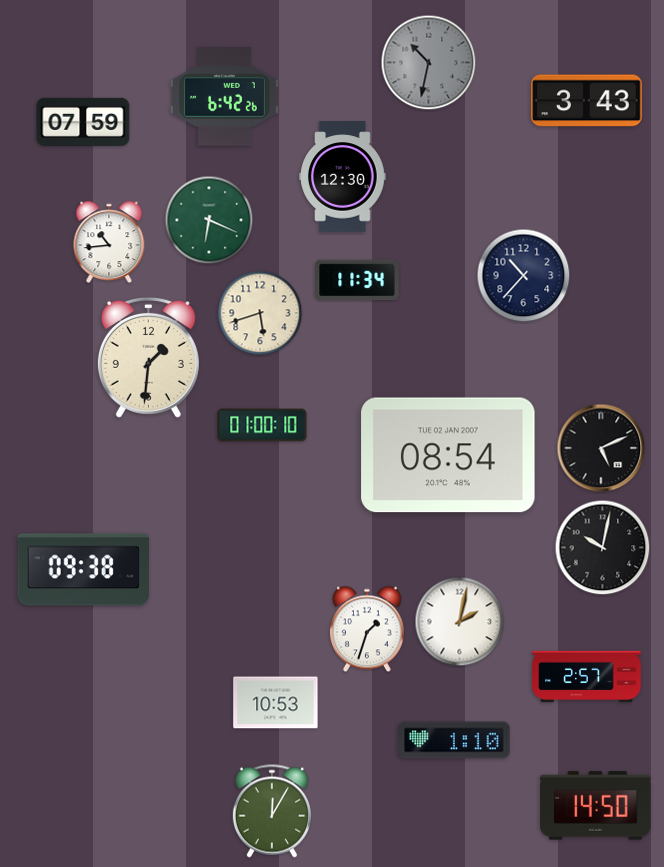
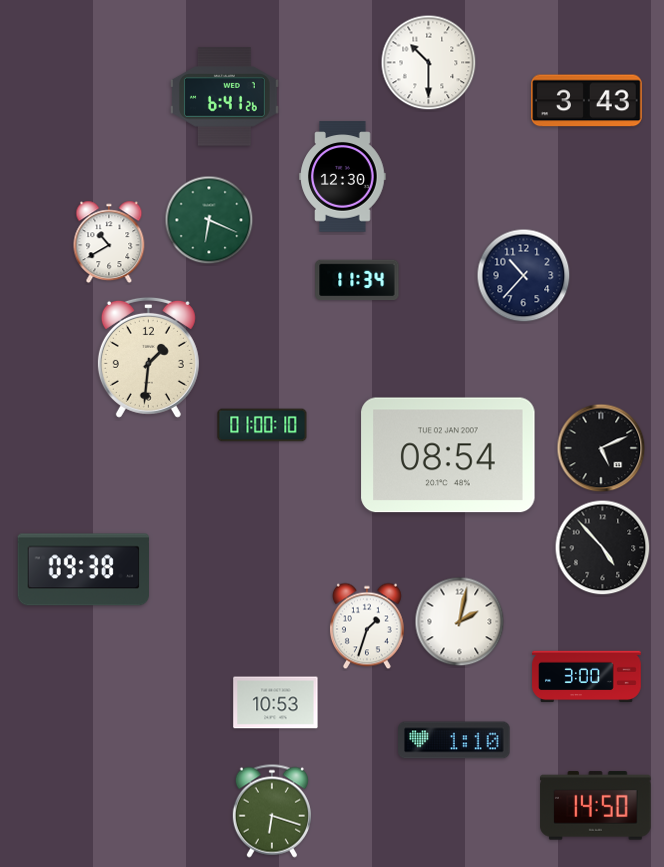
clock at (429, 63): 10:32 -> 10:30
clock at (429, 63) dial: grey -> white
clock at (224, 97): 6:42 -> 6:41
clock at (83, 122): 07:59 -> none
clock at (109, 242): 10:44 -> 10:40
clock at (260, 313): 5:42 -> none
clock at (603, 548): 10:02 -> 4:53
clock at (367, 629) position: (367, 629) -> (367, 626)
clock at (587, 677): 2:57 -> 3:00
clock at (272, 811): 12:05 -> 6:18
